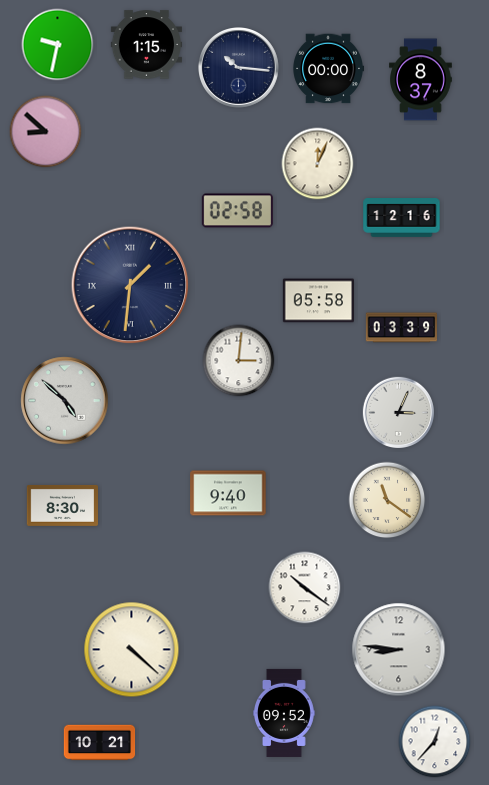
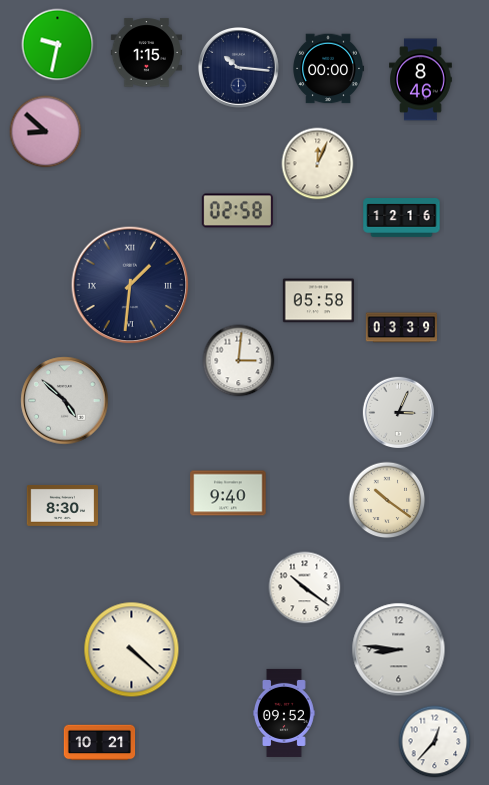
clock at (146, 45) position: (146, 45) -> (146, 53)
clock at (421, 80): 8:37 -> 8:46
clock at (387, 500): 11:21 -> 10:21
